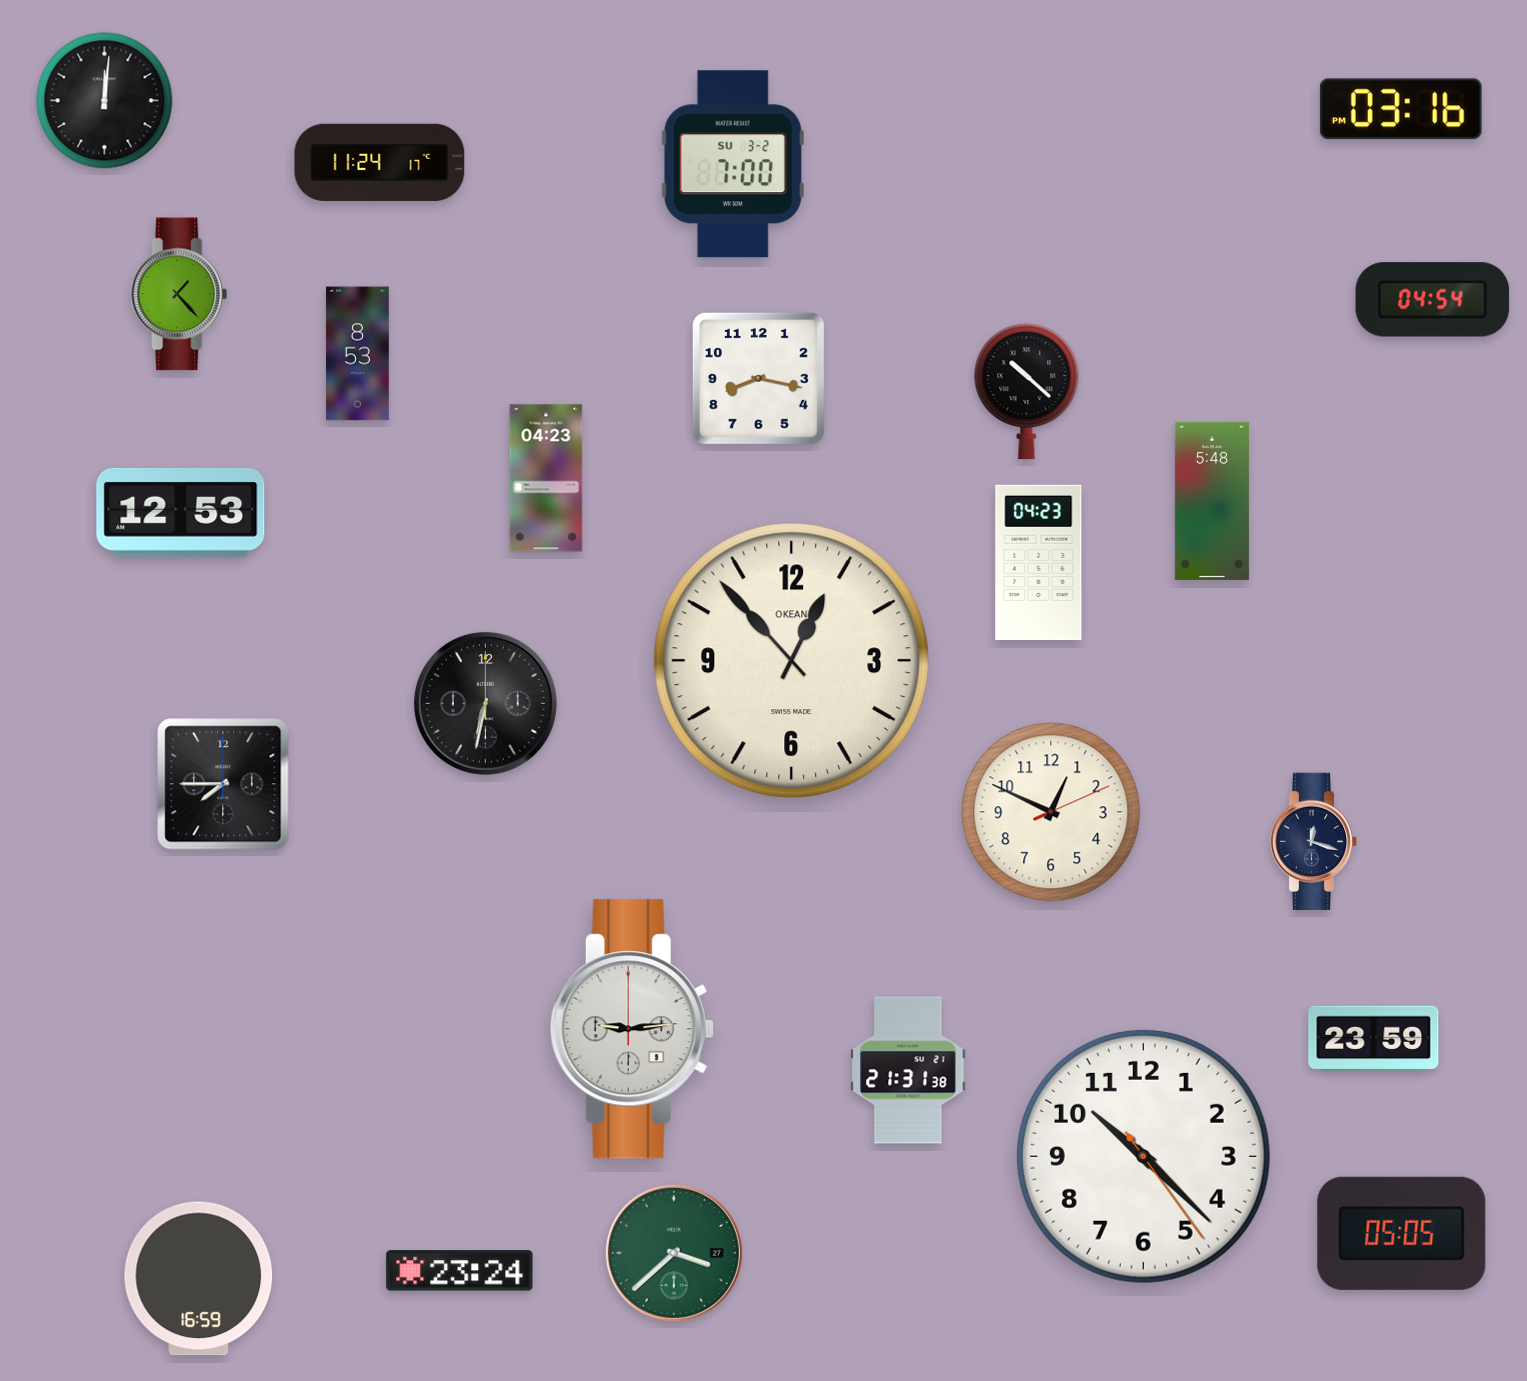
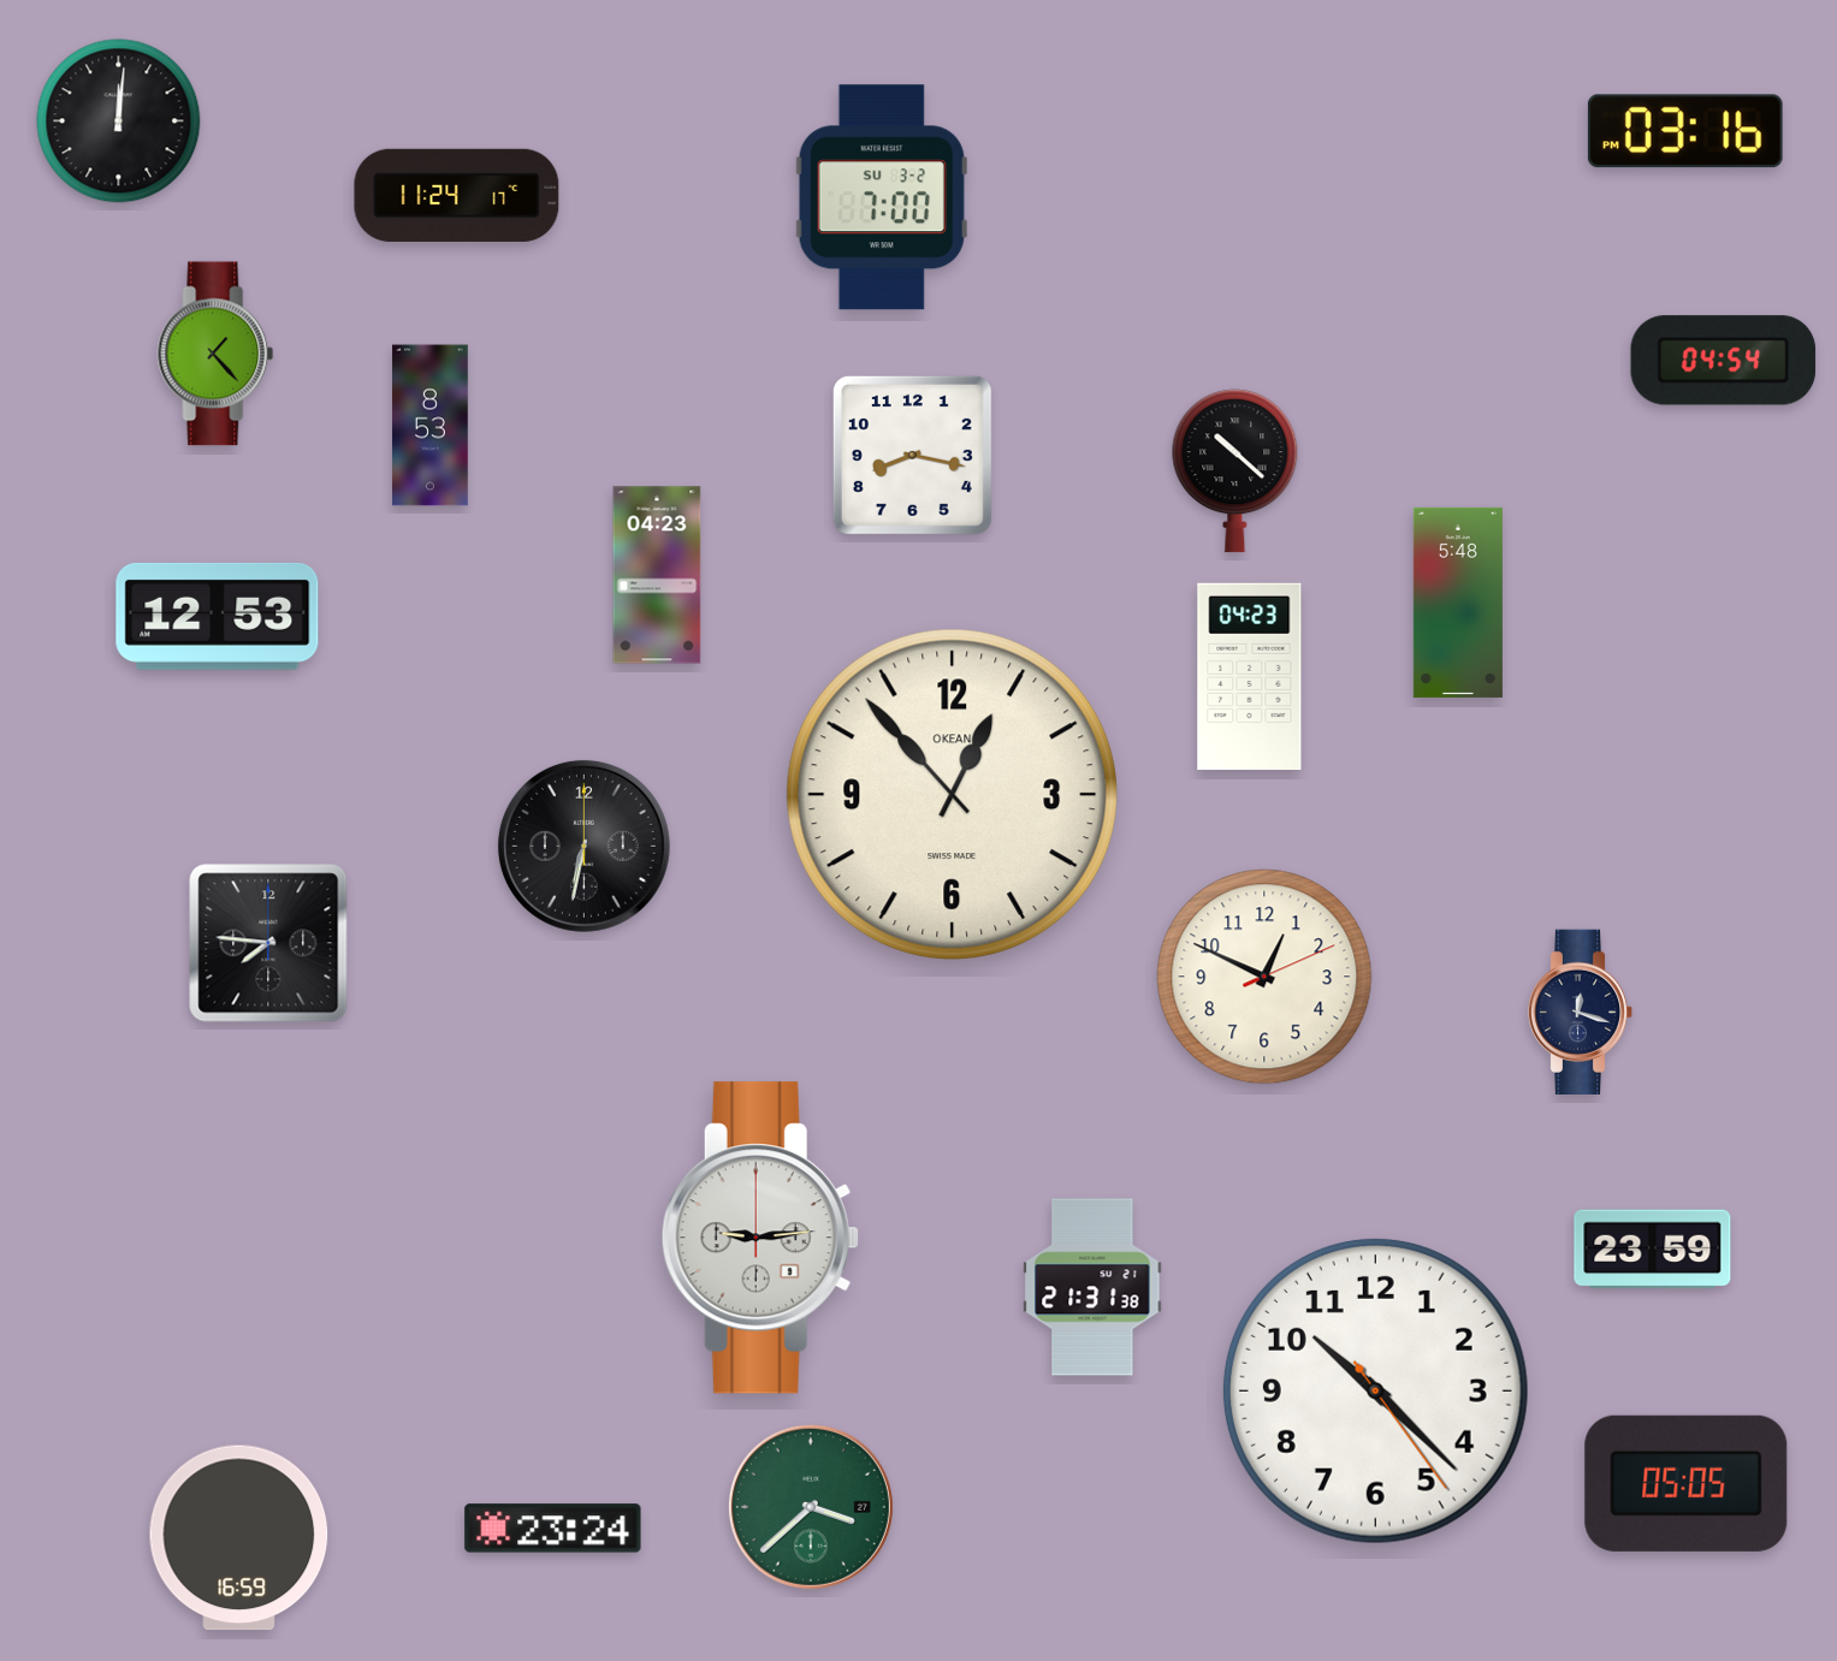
clock at (105, 101) position: (105, 101) -> (119, 121)
clock at (223, 784): 7:45 -> 7:46
